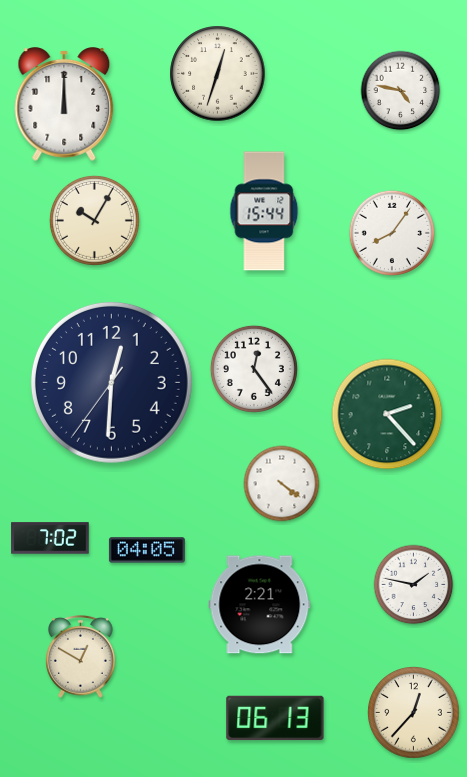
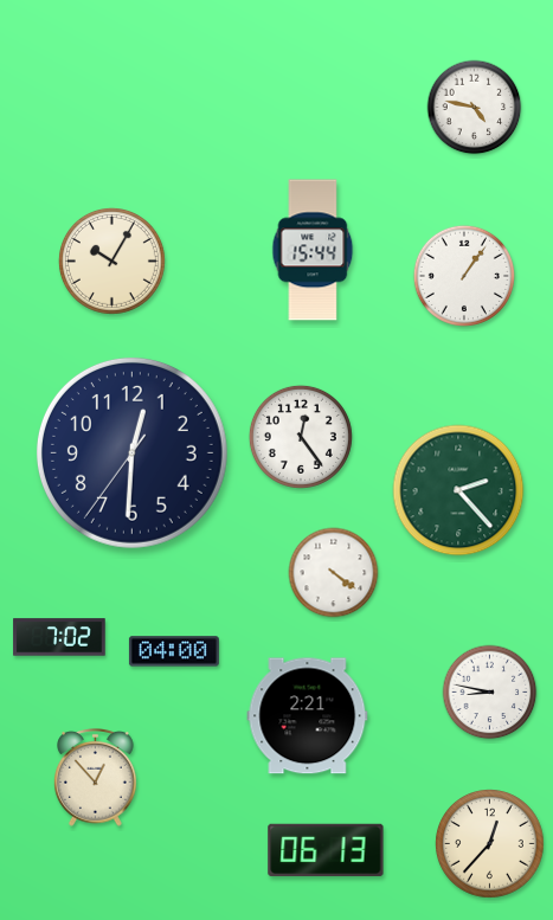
clock at (218, 74): 12:33 -> none
clock at (64, 104): 12:00 -> none
clock at (392, 233): 8:06 -> 1:06
clock at (147, 550): 04:05 -> 04:00
clock at (414, 585): 1:47 -> 8:47
clock at (81, 657): 12:50 -> 12:53
